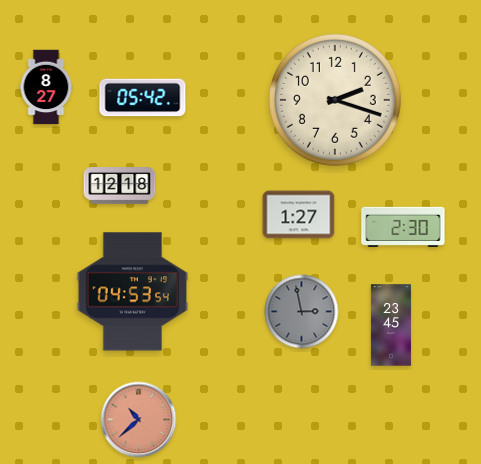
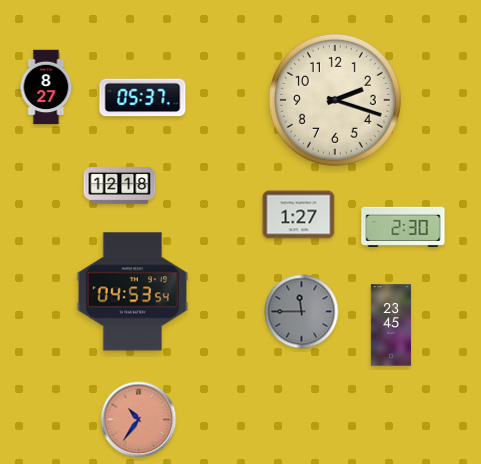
clock at (143, 98): 05:42 -> 05:37
clock at (302, 312): 2:58 -> 11:45
clock at (139, 420): 10:38 -> 10:36
